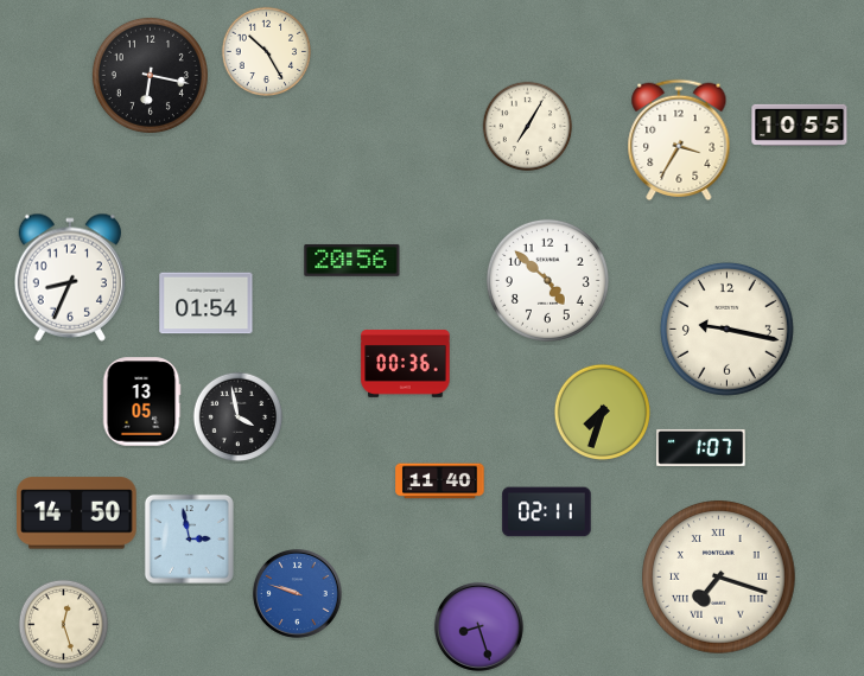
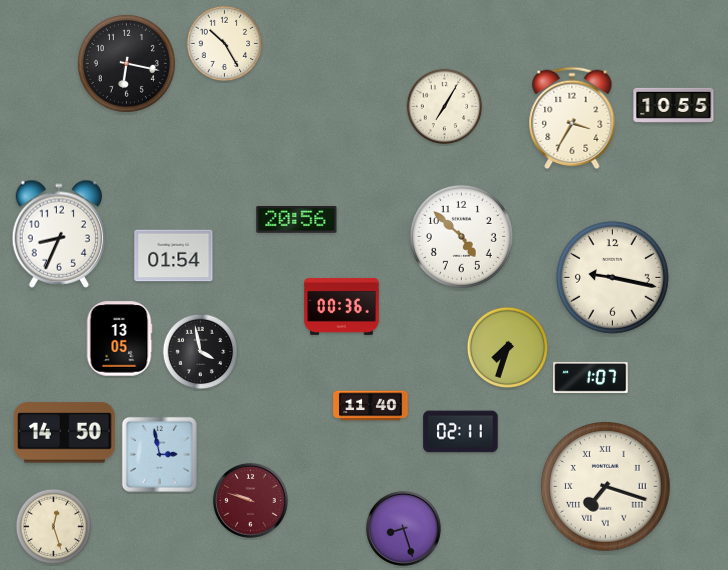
clock at (297, 593) dial: blue -> burgundy
